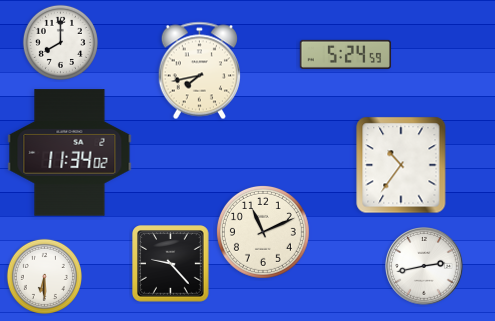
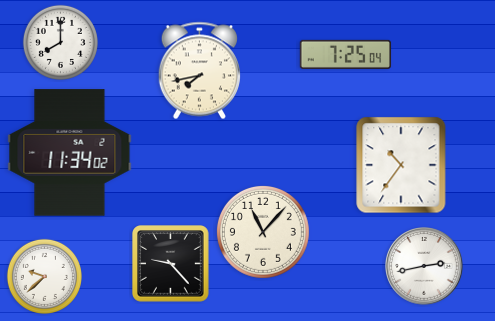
clock at (346, 54): 5:24 -> 7:25
clock at (263, 232): 11:11 -> 11:07
clock at (44, 276): 6:30 -> 9:38
